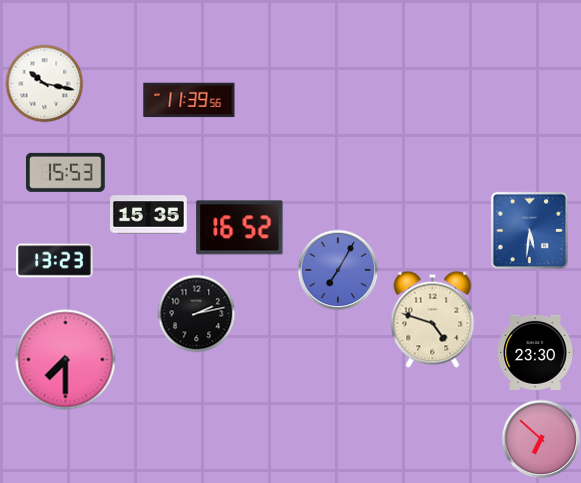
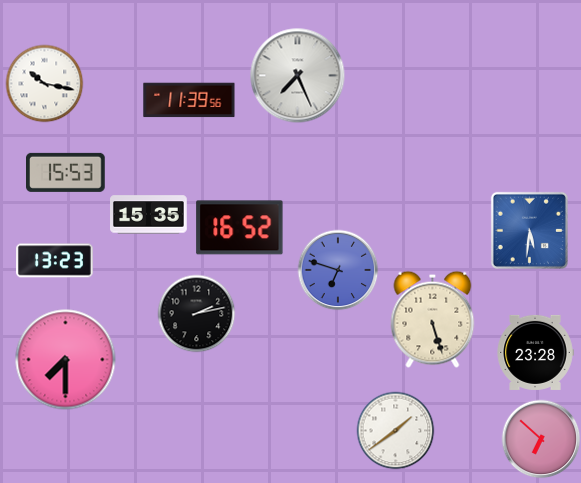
clock at (297, 75): none -> 7:26
clock at (338, 270): 7:05 -> 6:48
clock at (433, 319): 4:48 -> 5:27
clock at (535, 352): 23:30 -> 23:28
clock at (395, 430): none -> 1:39
